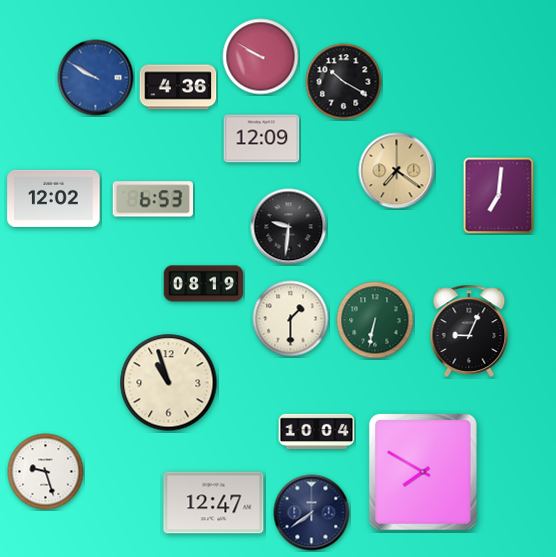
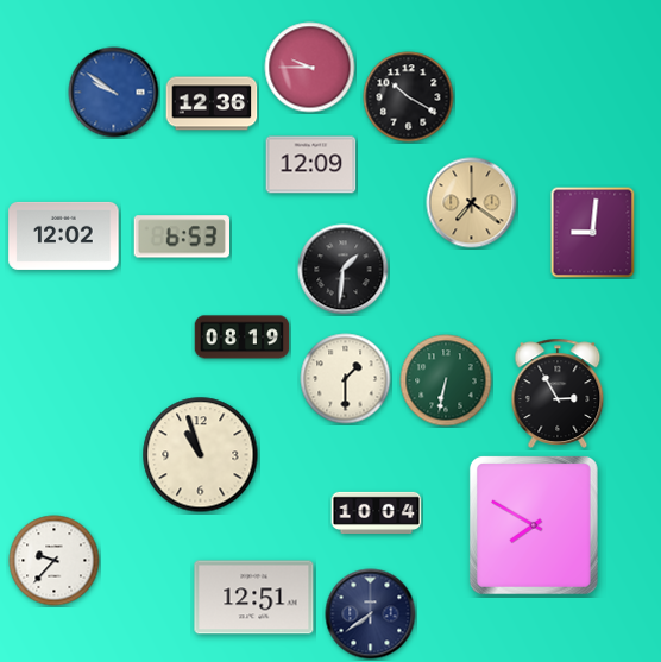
clock at (261, 57): 9:50 -> 9:45
clock at (96, 78): 9:50 -> 9:51
clock at (178, 87): 4:36 -> 12:36
clock at (499, 196): 7:01 -> 9:01
clock at (289, 227): 9:31 -> 1:31
clock at (469, 331): 9:04 -> 2:55
clock at (46, 472): 9:27 -> 9:37
clock at (423, 472) position: (423, 472) -> (534, 525)
clock at (214, 503): 12:47 -> 12:51
clock at (312, 513) position: (312, 513) -> (371, 614)
